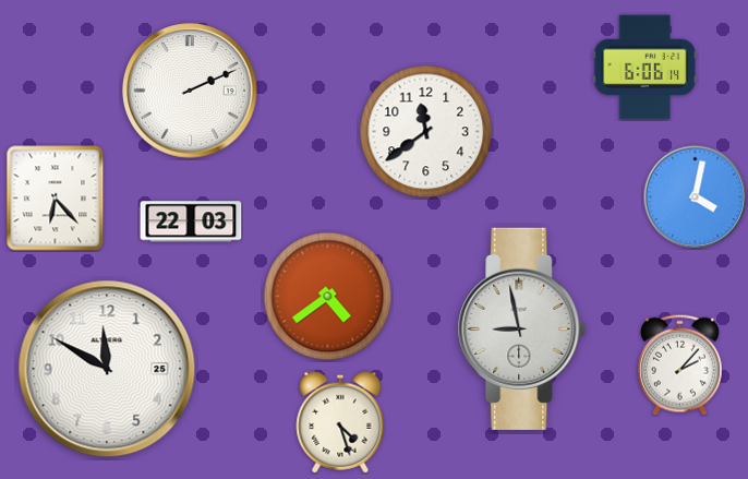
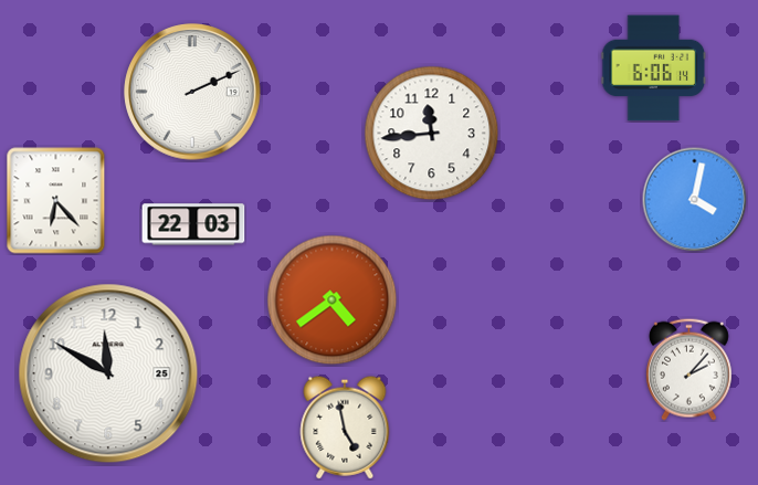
clock at (426, 132): 11:39 -> 11:44
clock at (695, 196) position: (695, 196) -> (694, 199)
clock at (522, 328): 8:58 -> none
clock at (340, 422): 4:27 -> 4:58
